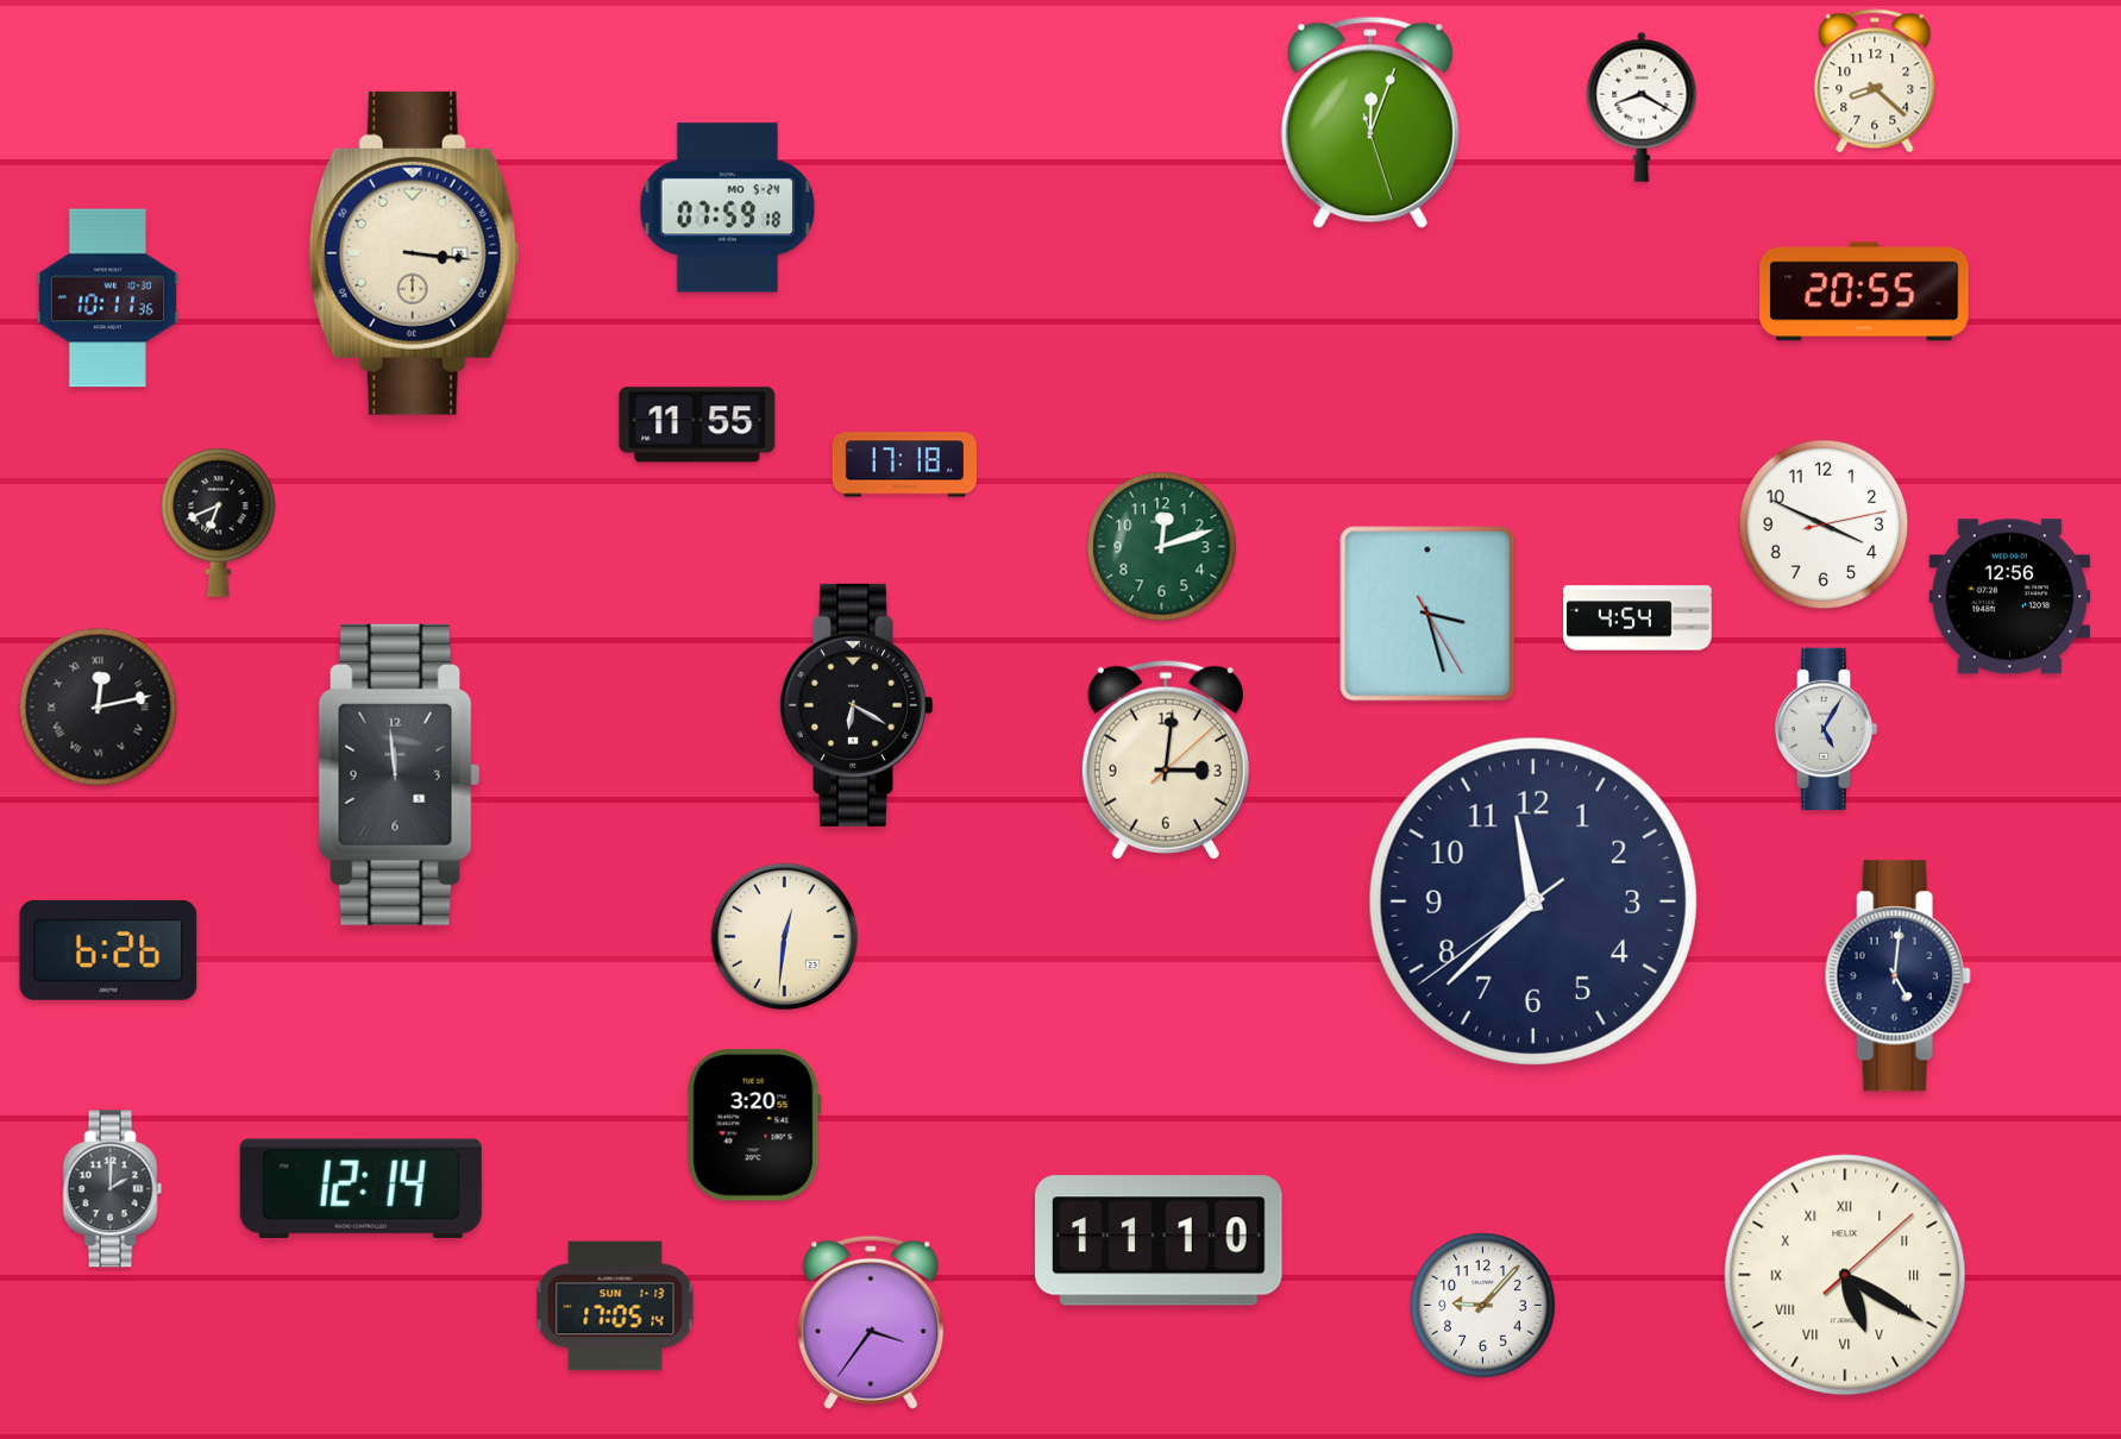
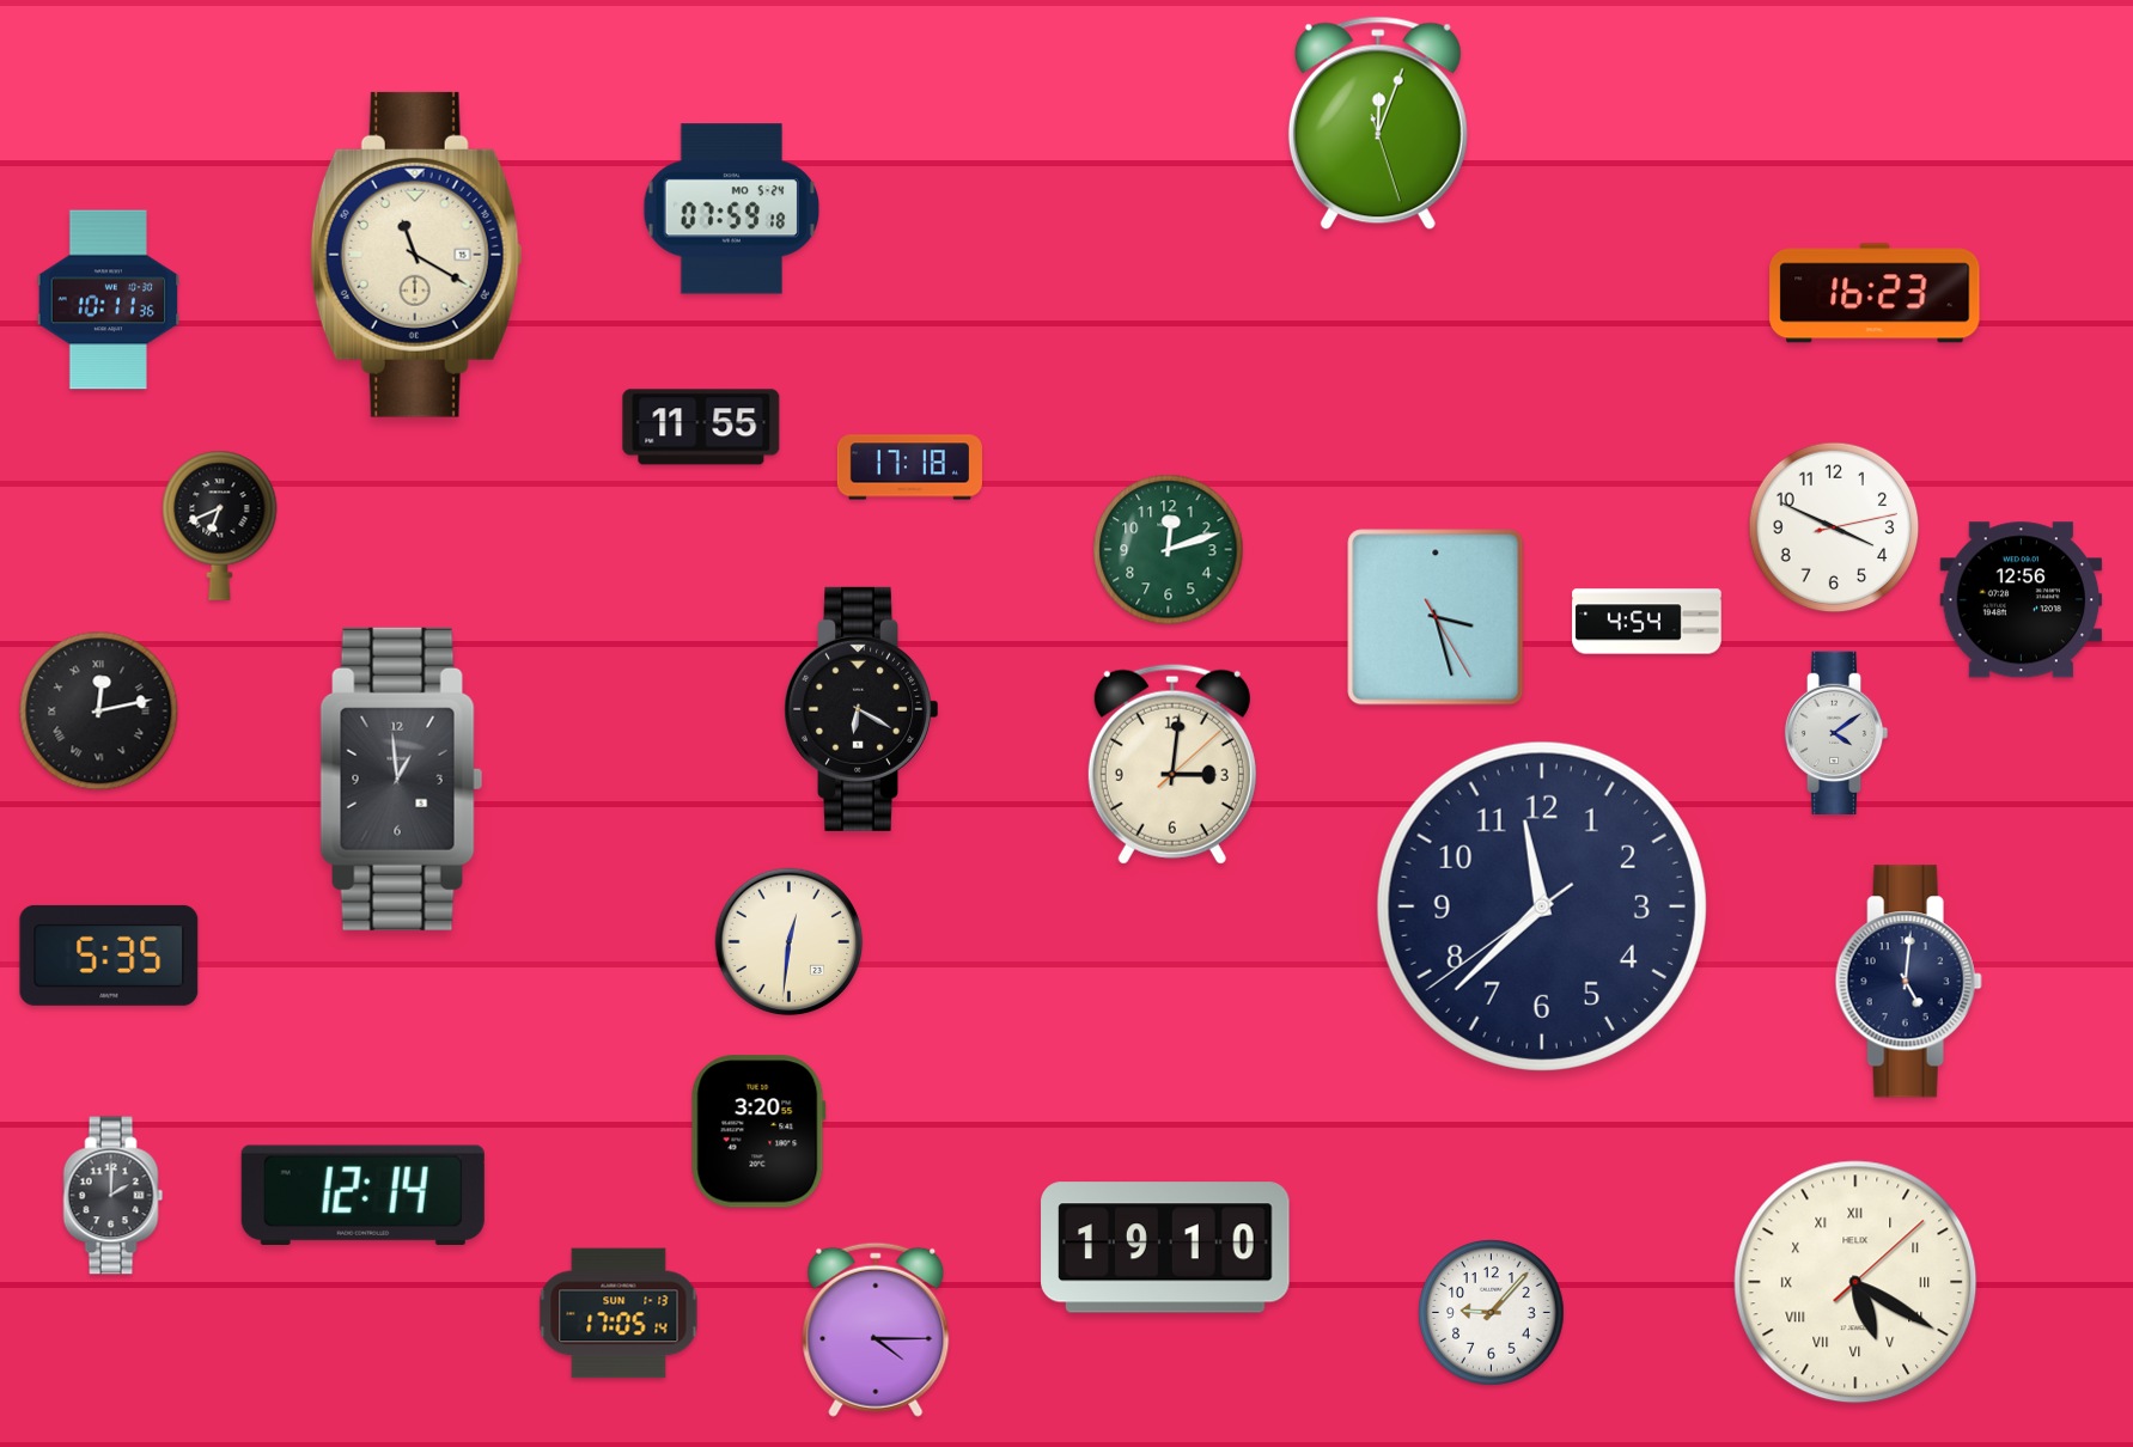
clock at (1875, 81): 8:22 -> none
clock at (1642, 107): 8:20 -> none
clock at (414, 253): 3:16 -> 11:20
clock at (1864, 291): 20:55 -> 16:23
clock at (1826, 728): 5:05 -> 4:09
clock at (400, 774): 11:59 -> 12:59
clock at (108, 950): 6:26 -> 5:35
clock at (1159, 1240): 11:10 -> 19:10
clock at (871, 1322): 3:36 -> 4:15
